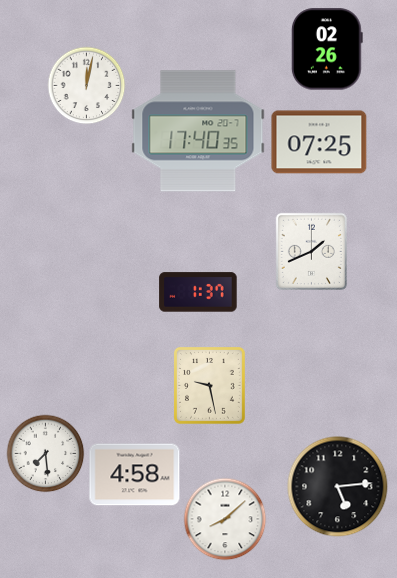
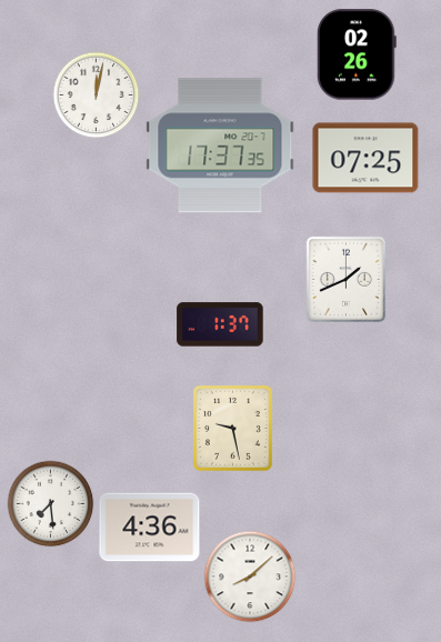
clock at (327, 49) position: (327, 49) -> (357, 54)
clock at (198, 131): 17:40 -> 17:37
clock at (319, 142) position: (319, 142) -> (365, 158)
clock at (135, 475): 4:58 -> 4:36
clock at (338, 487): 5:14 -> none
